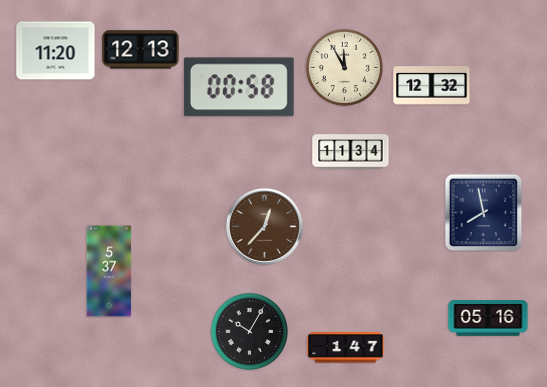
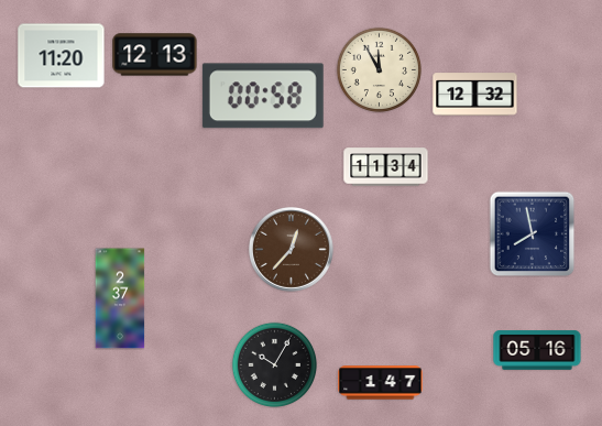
clock at (344, 67) position: (344, 67) -> (379, 69)
clock at (109, 271): 5:37 -> 2:37
